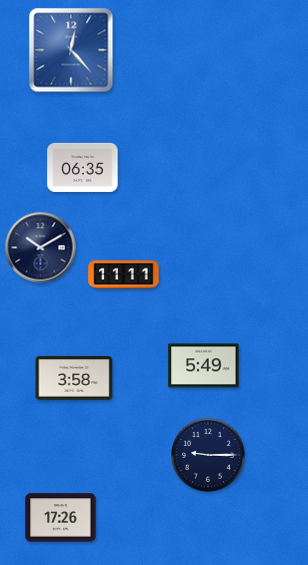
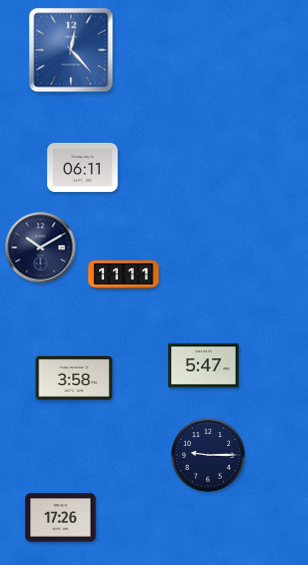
clock at (83, 167): 06:35 -> 06:11
clock at (204, 366): 5:49 -> 5:47
